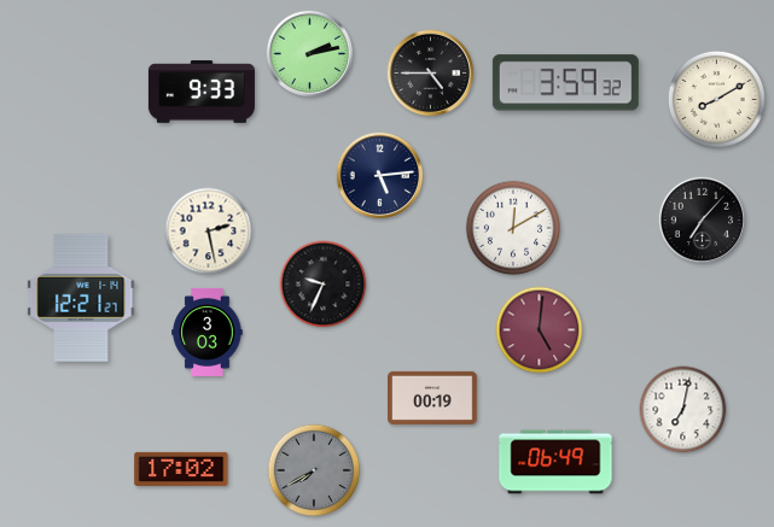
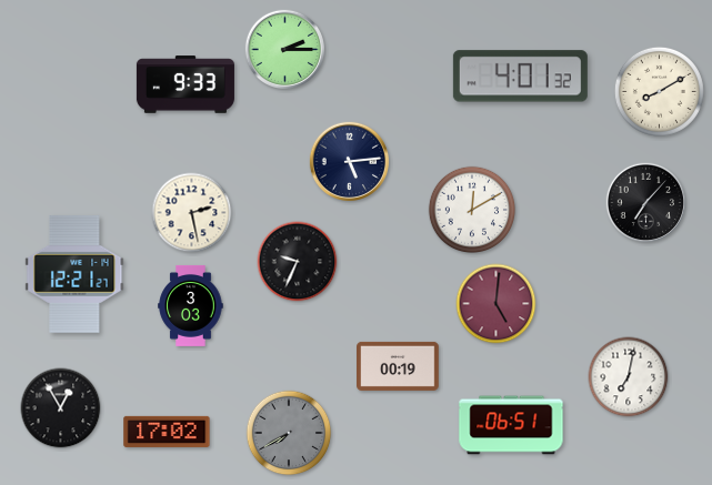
clock at (309, 53): 2:13 -> 2:15
clock at (430, 72): 4:45 -> none
clock at (565, 83): 3:59 -> 4:01
clock at (61, 408): none -> 12:55
clock at (555, 462): 06:49 -> 06:51
